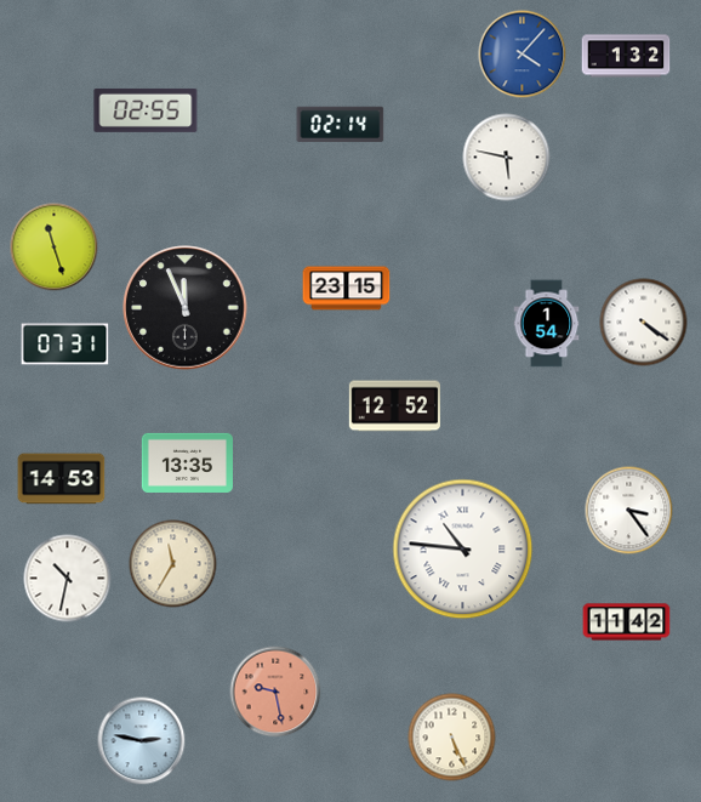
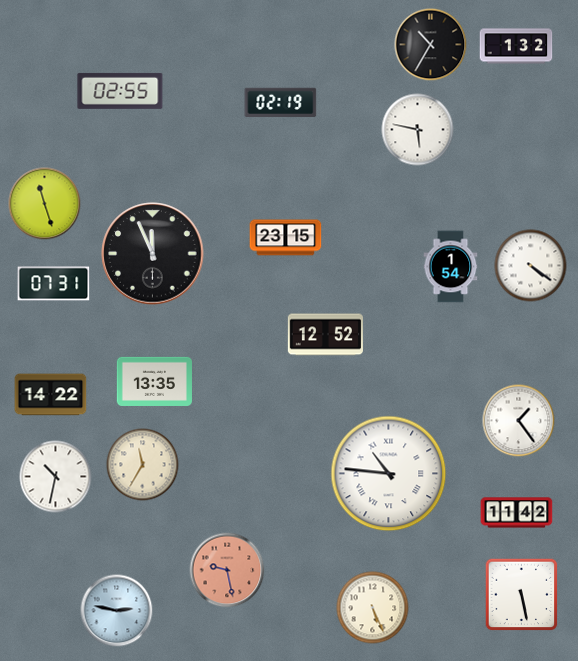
clock at (523, 55): 4:07 -> 10:35
clock at (523, 55) dial: blue -> black
clock at (341, 124): 02:14 -> 02:19
clock at (62, 479): 14:53 -> 14:22
clock at (629, 511): 3:24 -> 1:24
clock at (463, 550) position: (463, 550) -> (389, 474)
clock at (522, 595): none -> 5:28
